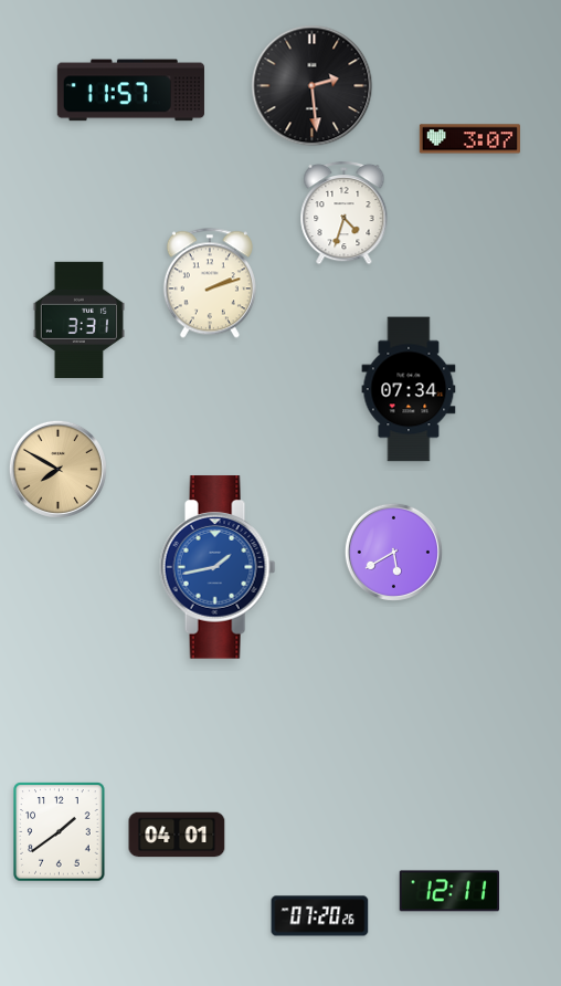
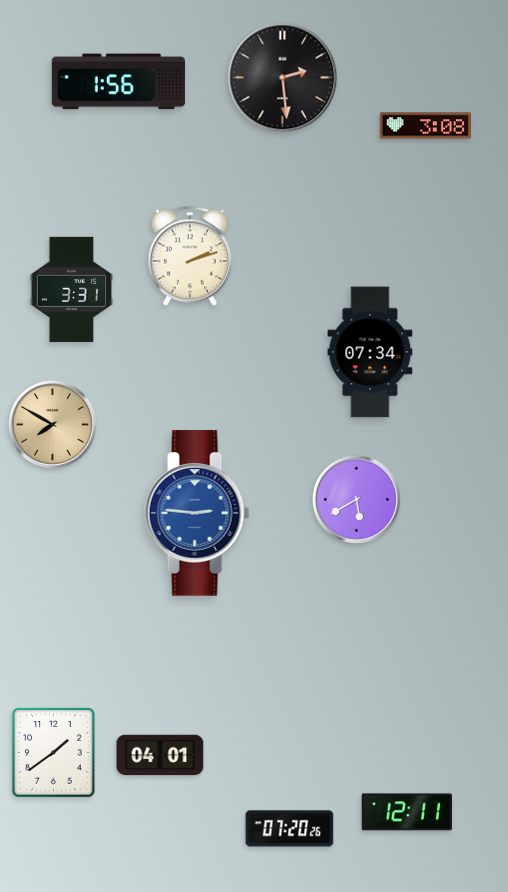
clock at (130, 91): 11:57 -> 1:56
clock at (469, 139): 3:07 -> 3:08
clock at (345, 212): 4:33 -> none
clock at (218, 567): 1:43 -> 2:46
clock at (448, 891) position: (448, 891) -> (406, 812)
